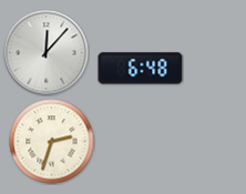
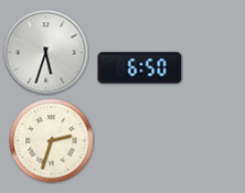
clock at (47, 53): 12:07 -> 5:33
clock at (141, 69): 6:48 -> 6:50
